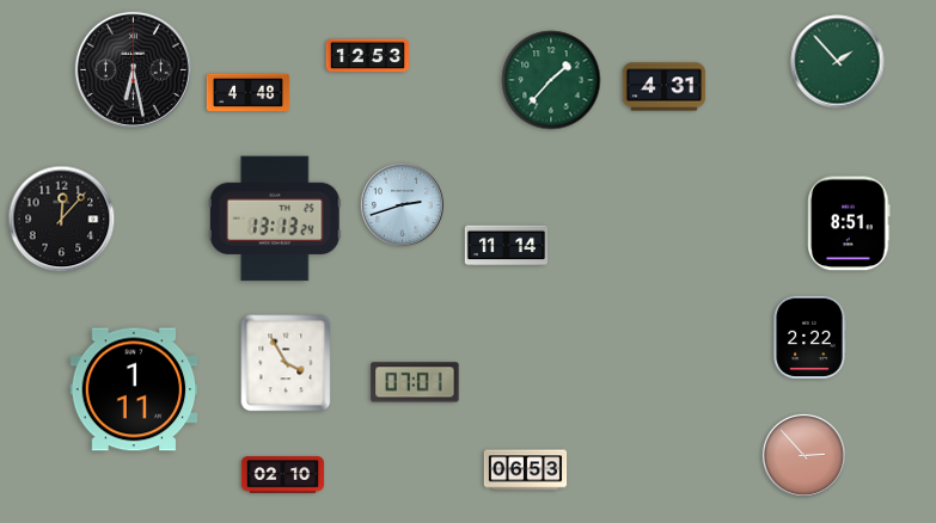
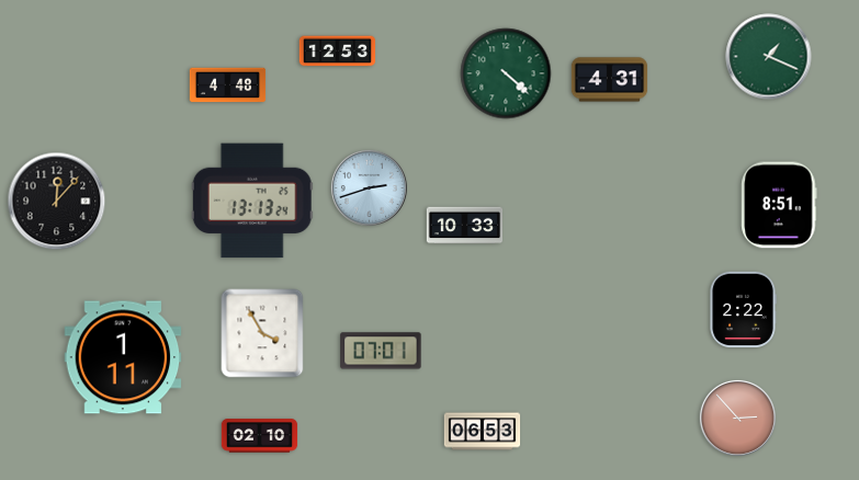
clock at (838, 62): 1:53 -> 1:19
clock at (133, 69): 6:28 -> none
clock at (551, 80): 1:37 -> 4:22
clock at (507, 246): 11:14 -> 10:33
